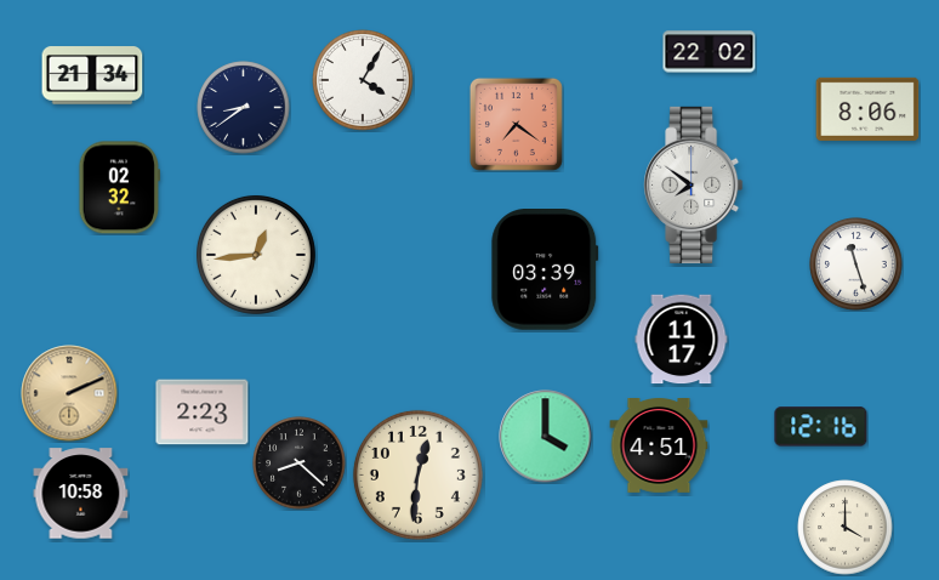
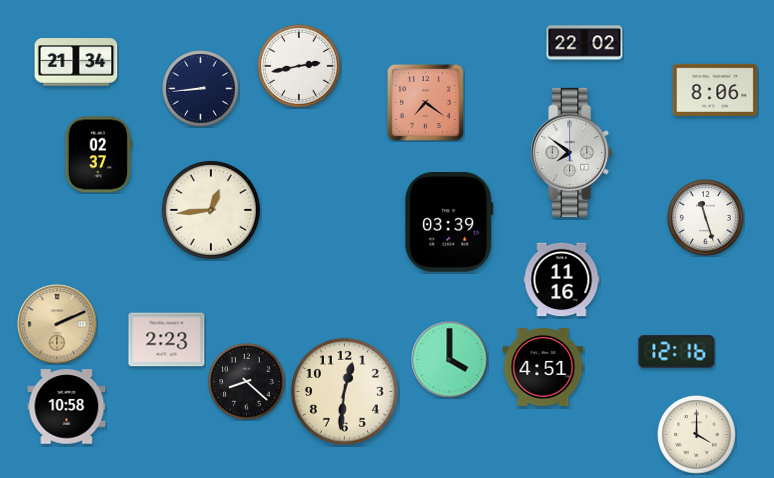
clock at (363, 80): 4:05 -> 2:43
clock at (244, 108): 8:39 -> 8:44
clock at (119, 188): 02:32 -> 02:37
clock at (682, 340): 11:17 -> 11:16
